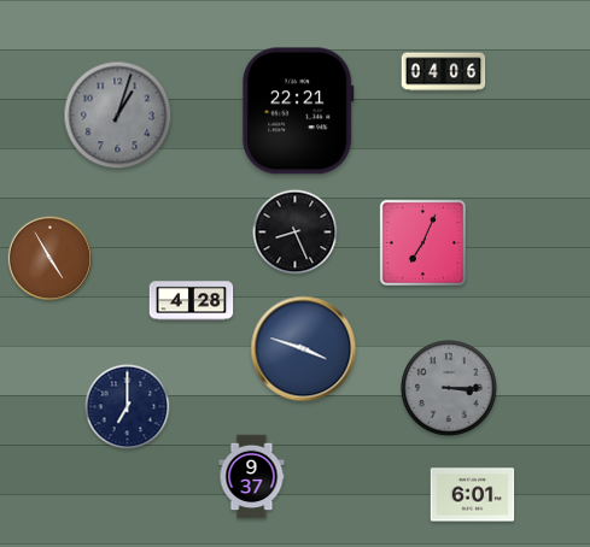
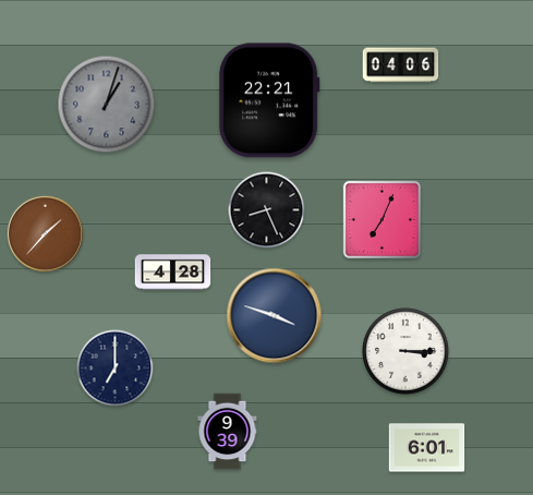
clock at (51, 259): 4:55 -> 1:37
clock at (449, 388) dial: grey -> white
clock at (252, 477): 9:37 -> 9:39
